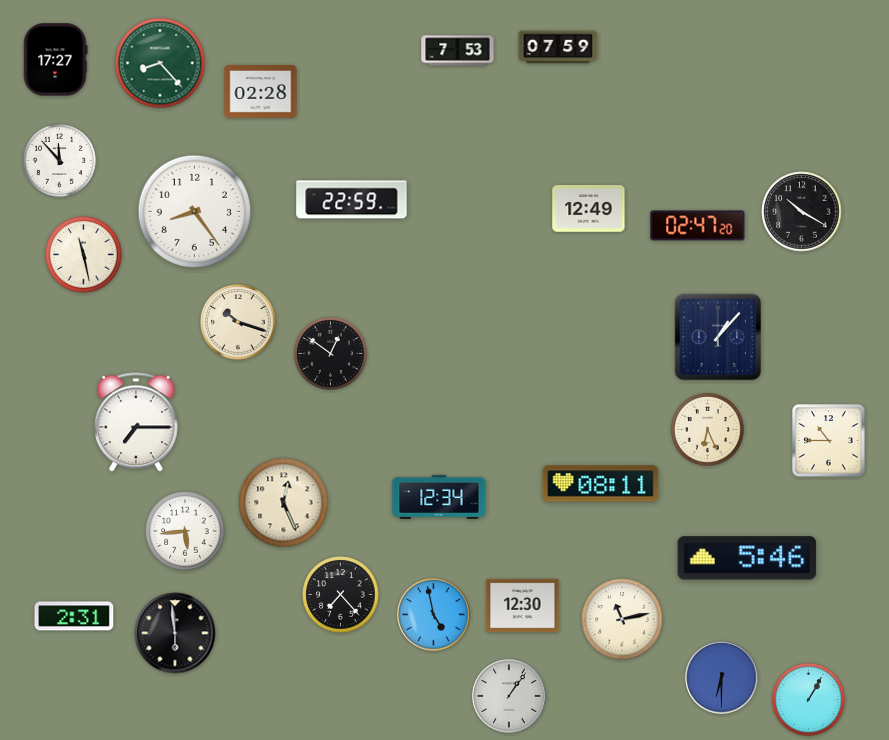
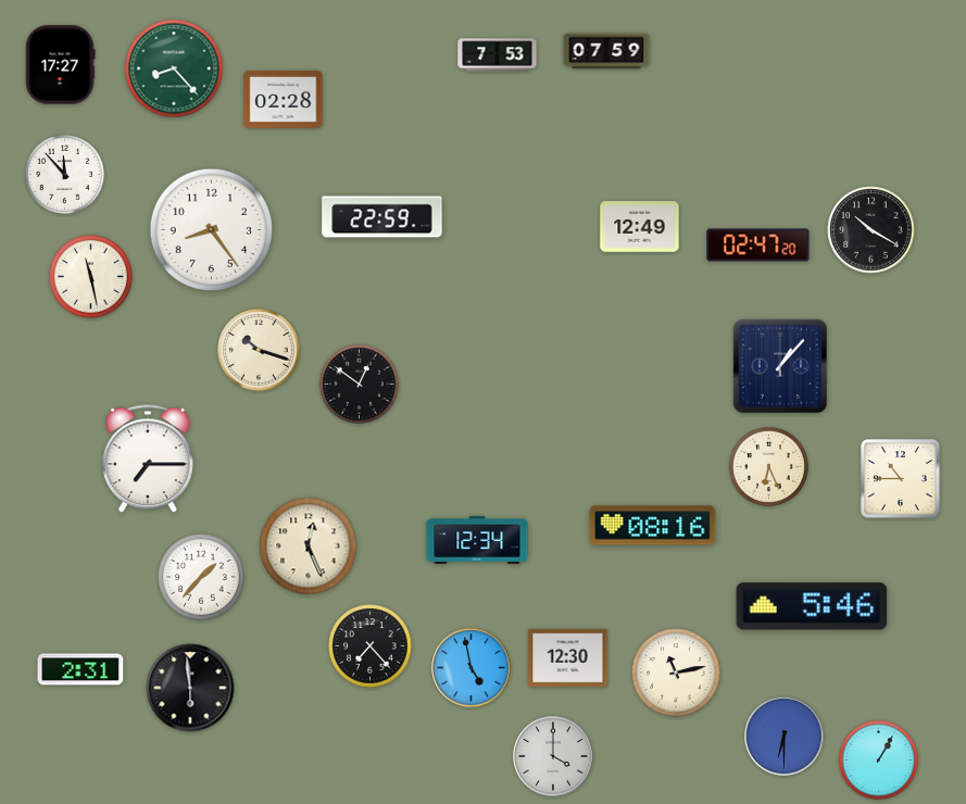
clock at (601, 484): 08:11 -> 08:16
clock at (185, 531): 5:44 -> 1:37
clock at (509, 696): 1:06 -> 4:00
